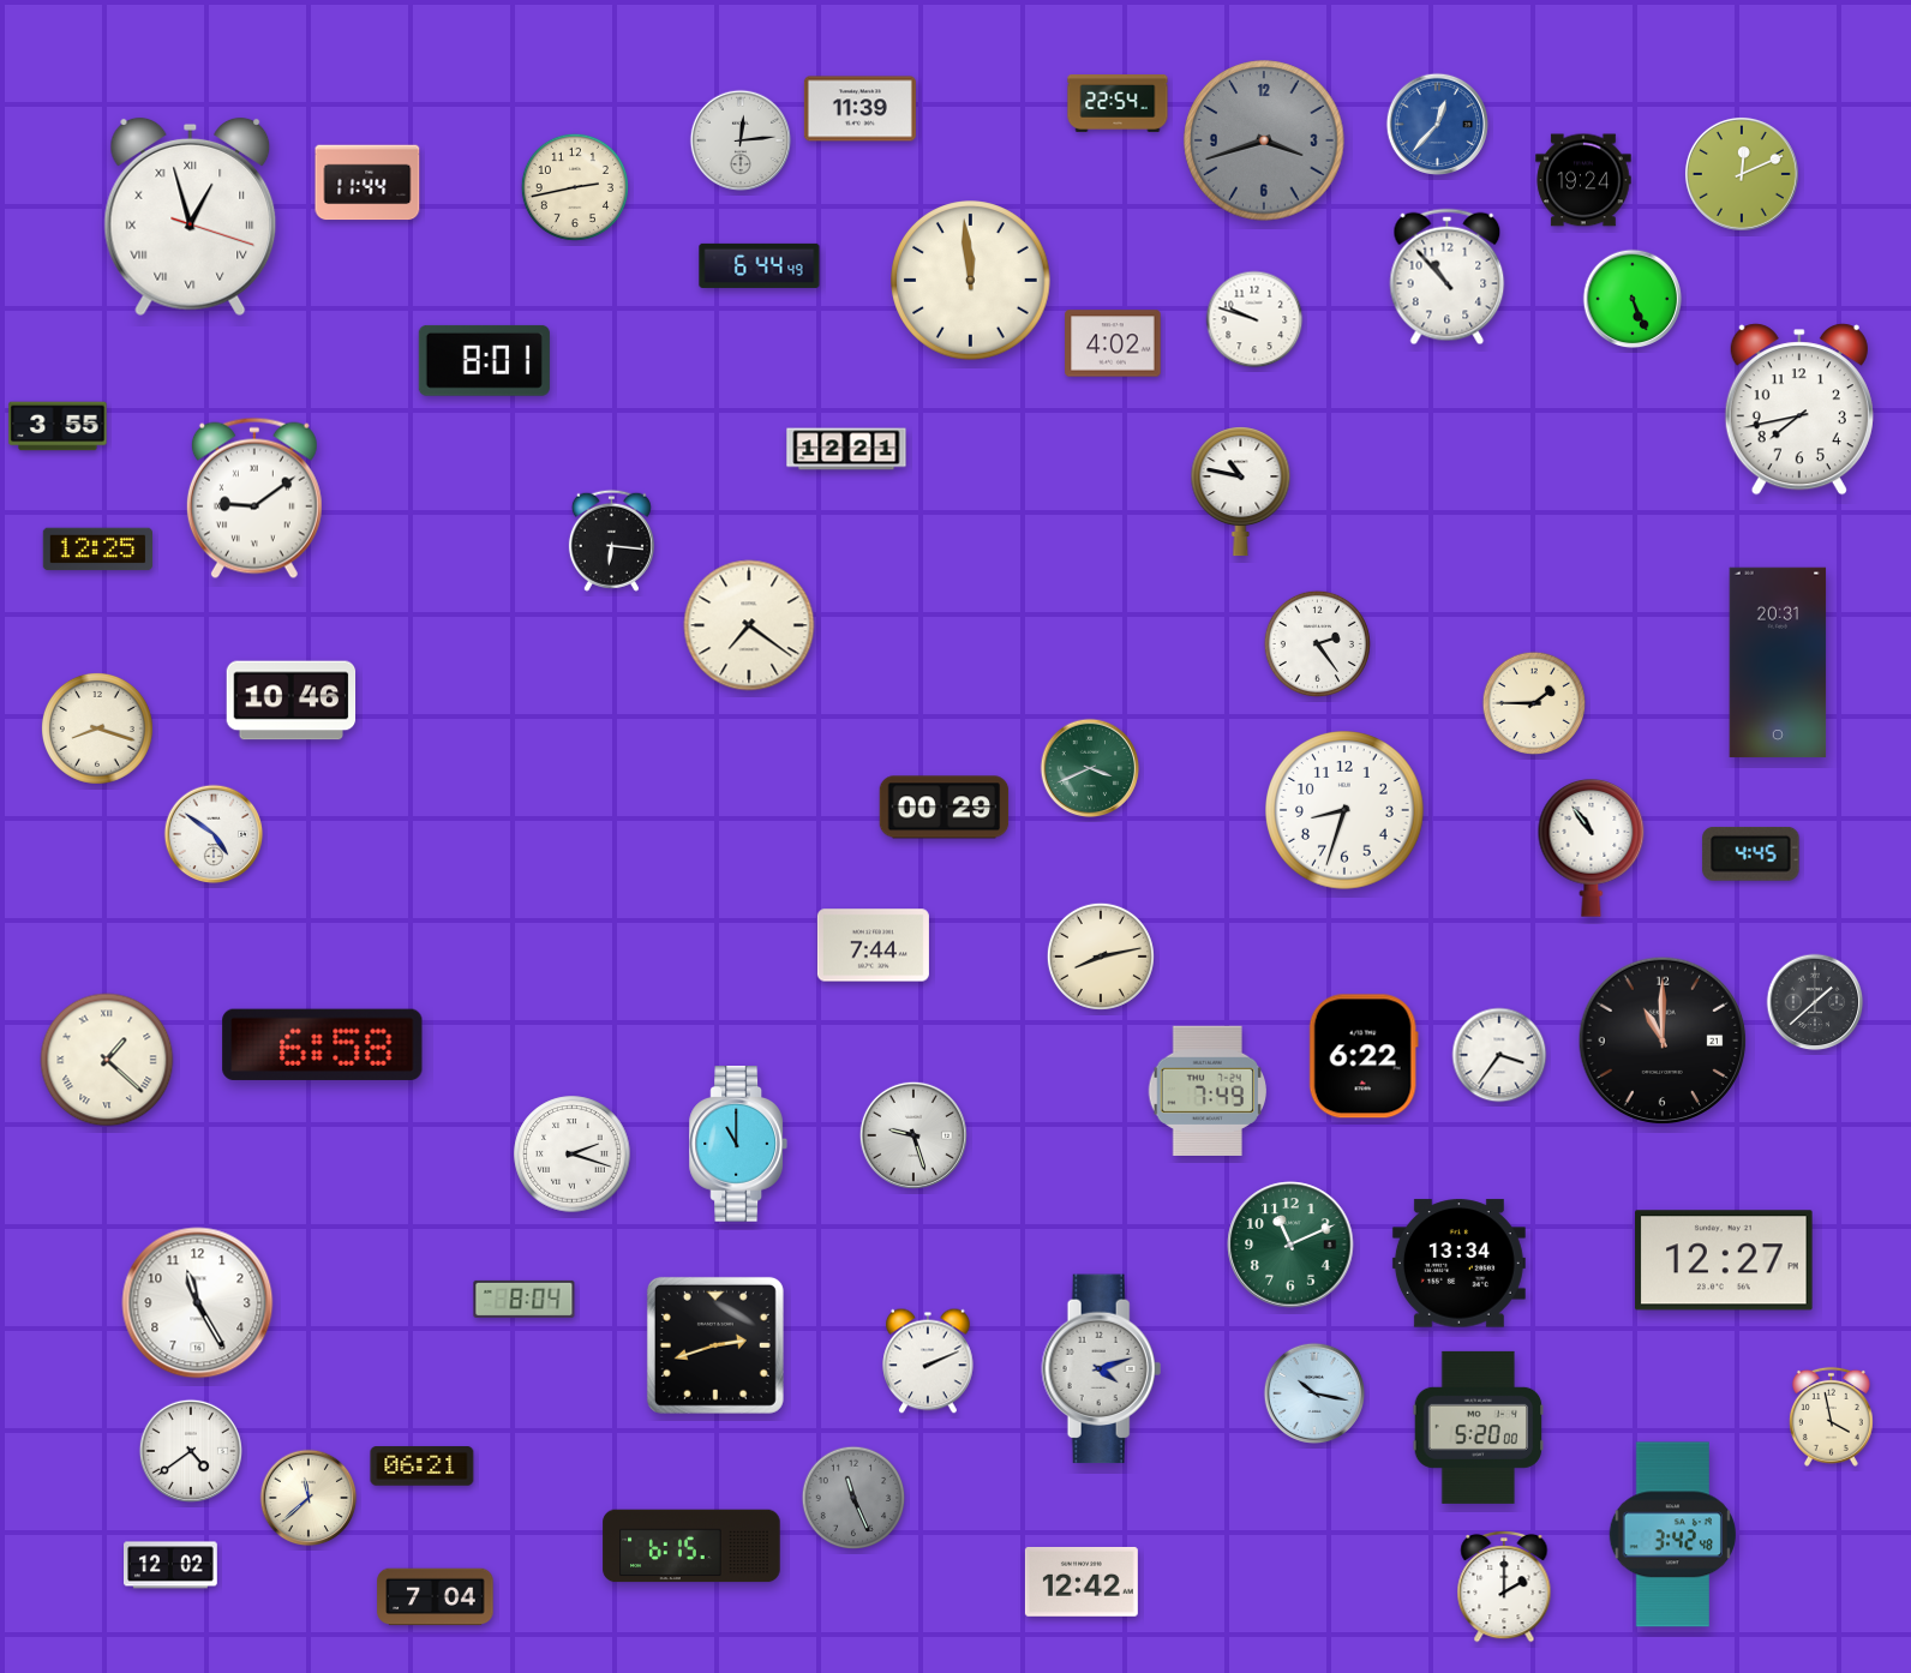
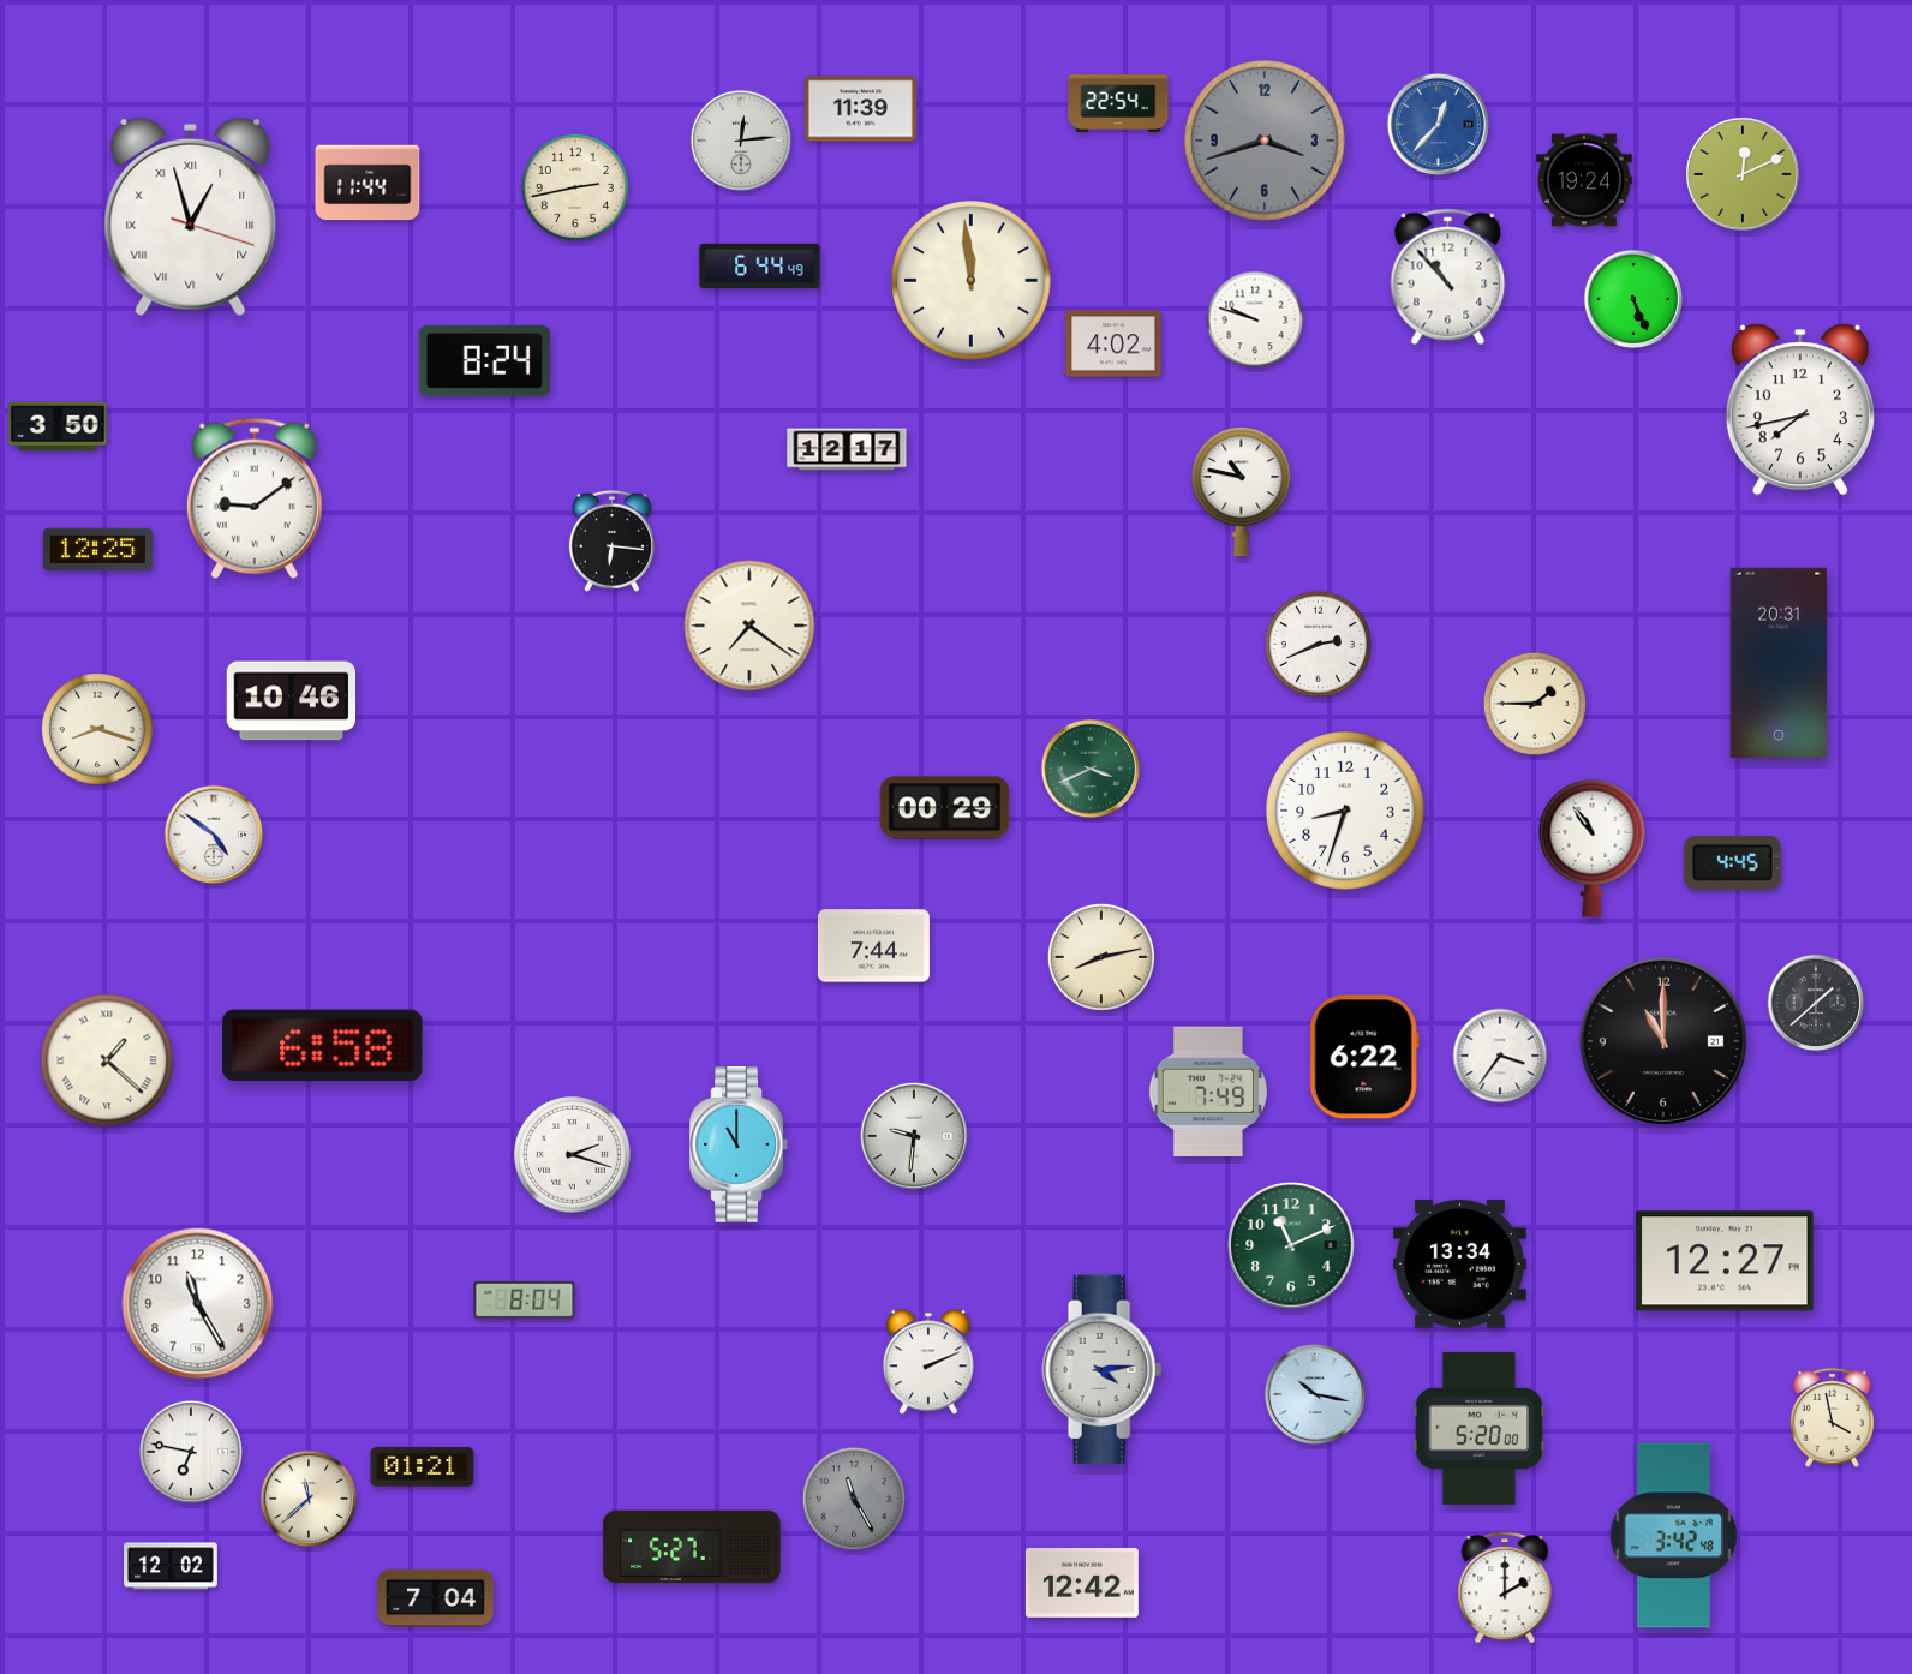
clock at (484, 360): 8:01 -> 8:24
clock at (58, 426): 3:55 -> 3:50
clock at (846, 449): 12:21 -> 12:17
clock at (1317, 643): 2:24 -> 2:41
clock at (1751, 853) position: (1751, 853) -> (1733, 862)
clock at (913, 1135): 9:27 -> 9:31
clock at (715, 1345): 2:42 -> none
clock at (1102, 1369): 4:12 -> 4:14
clock at (190, 1450): 4:39 -> 6:47
clock at (423, 1467): 06:21 -> 01:21
clock at (853, 1498): 11:26 -> 11:25
clock at (691, 1546): 6:15 -> 5:27
